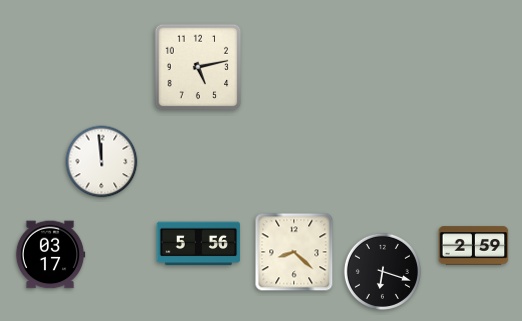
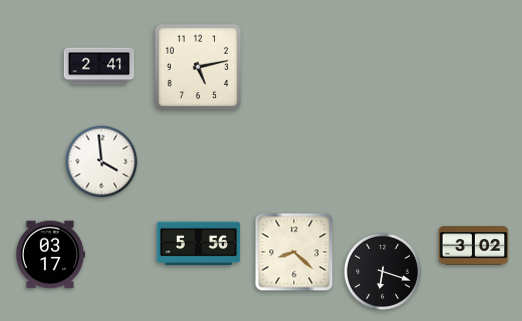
clock at (99, 66): none -> 2:41
clock at (102, 162): 11:59 -> 3:59
clock at (474, 246): 2:59 -> 3:02
